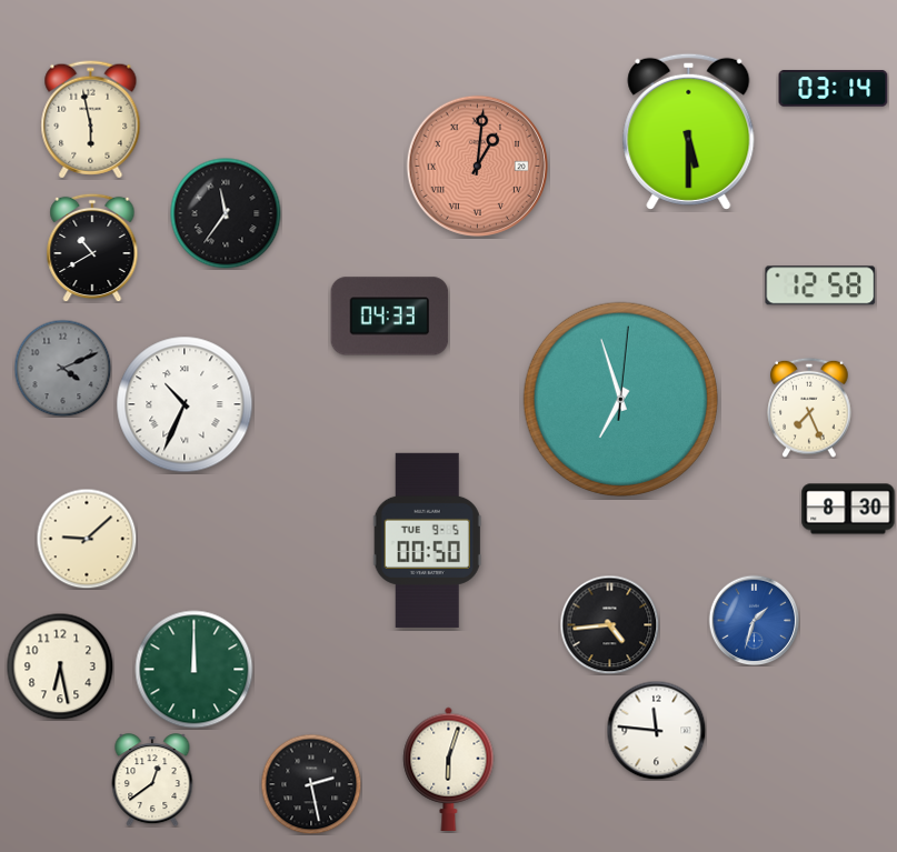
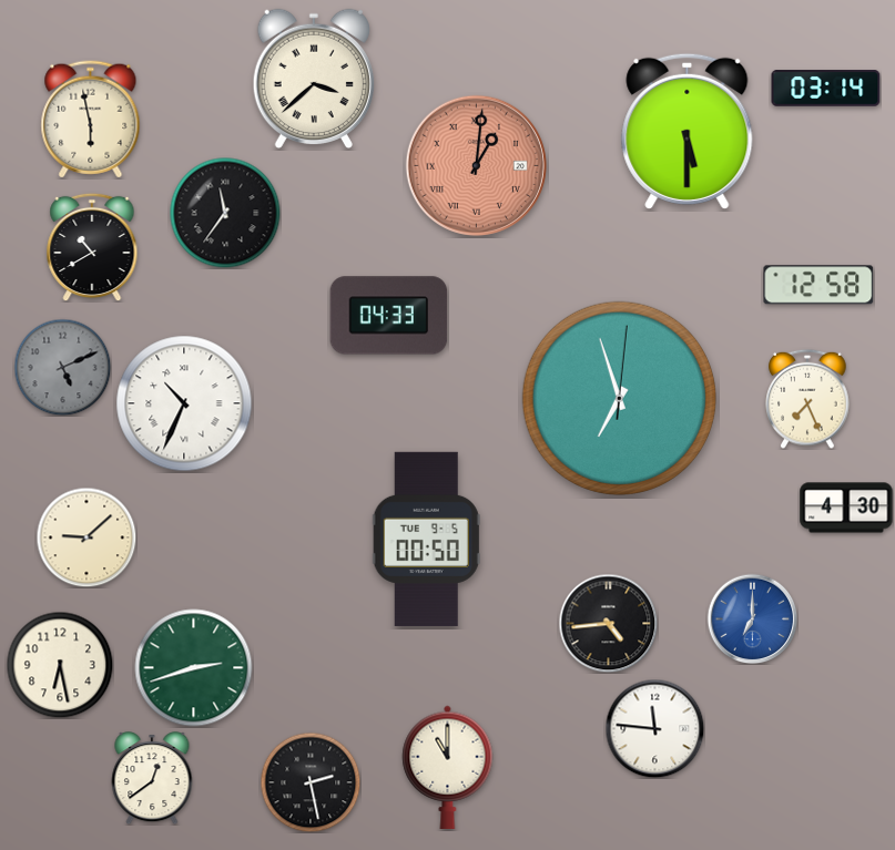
clock at (314, 79): none -> 3:38
clock at (834, 89) position: (834, 89) -> (826, 89)
clock at (62, 368): 4:11 -> 5:11
clock at (809, 408) position: (809, 408) -> (807, 399)
clock at (848, 509): 8:30 -> 4:30
clock at (754, 620): 1:33 -> 7:00
clock at (195, 670): 12:00 -> 2:42
clock at (449, 769): 6:03 -> 11:00
